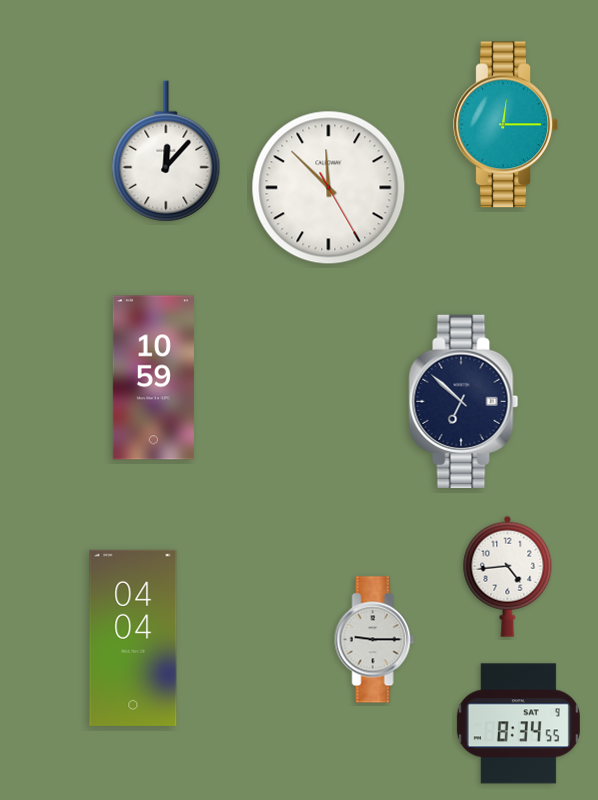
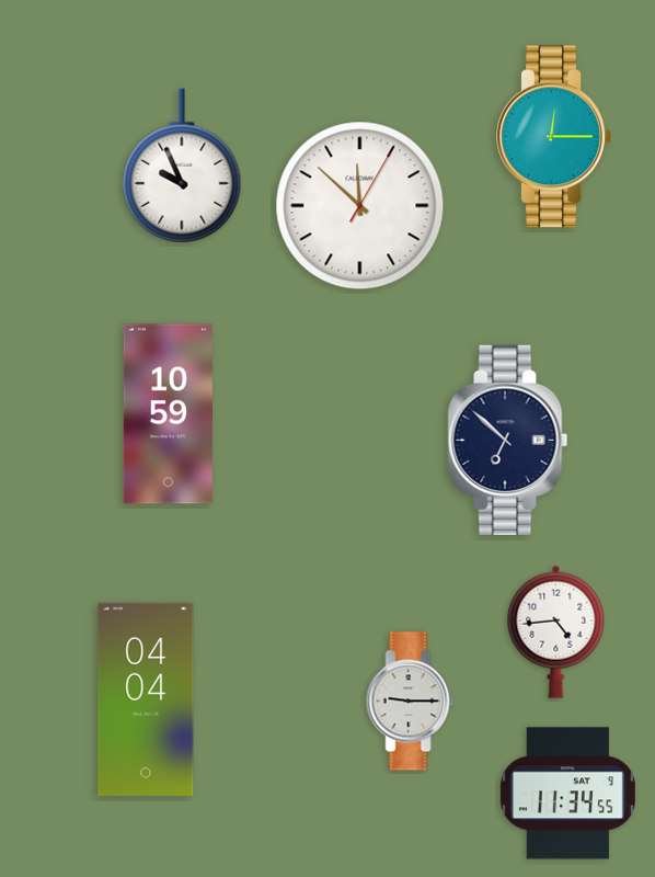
clock at (166, 151): 12:07 -> 9:56
clock at (329, 188): 11:52:25 -> 11:52:05
clock at (518, 724): 8:34 -> 11:34
